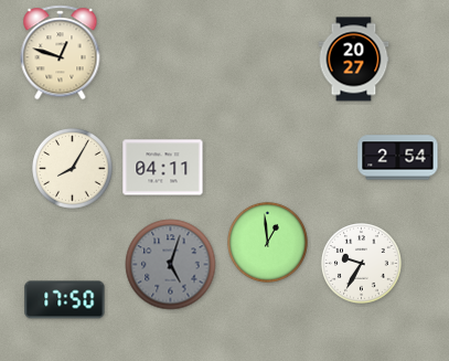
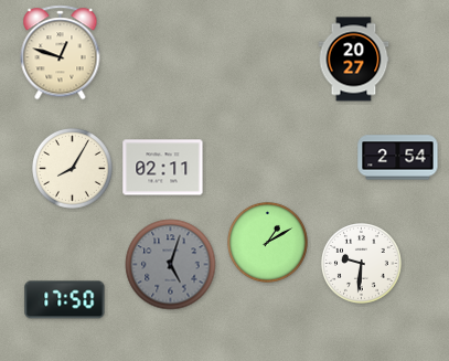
clock at (163, 168): 04:11 -> 02:11
clock at (268, 243): 12:59 -> 1:10
clock at (362, 264): 9:35 -> 9:31
